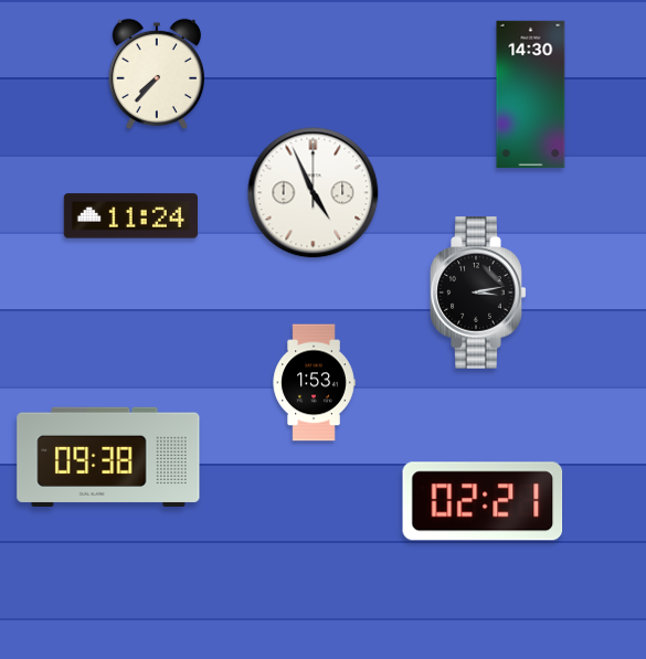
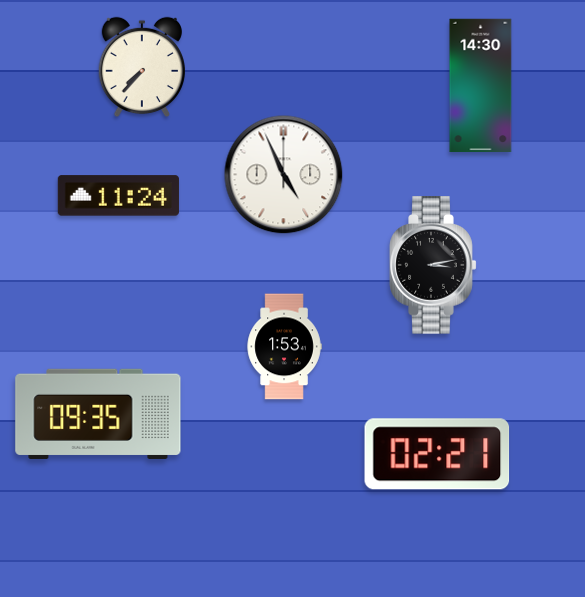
clock at (108, 457): 09:38 -> 09:35
